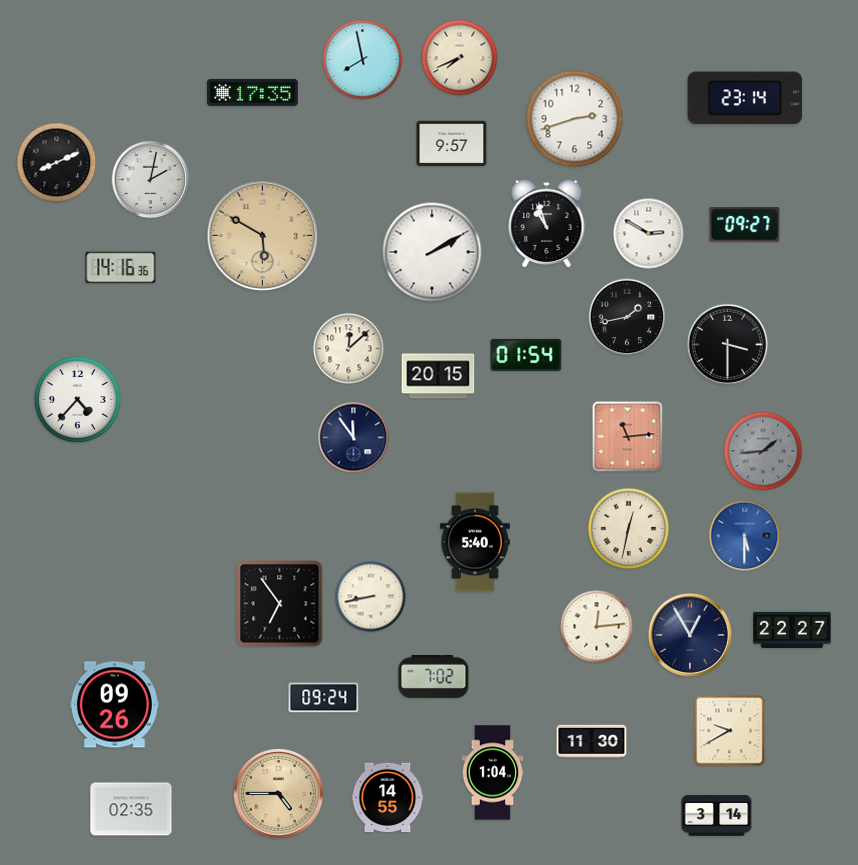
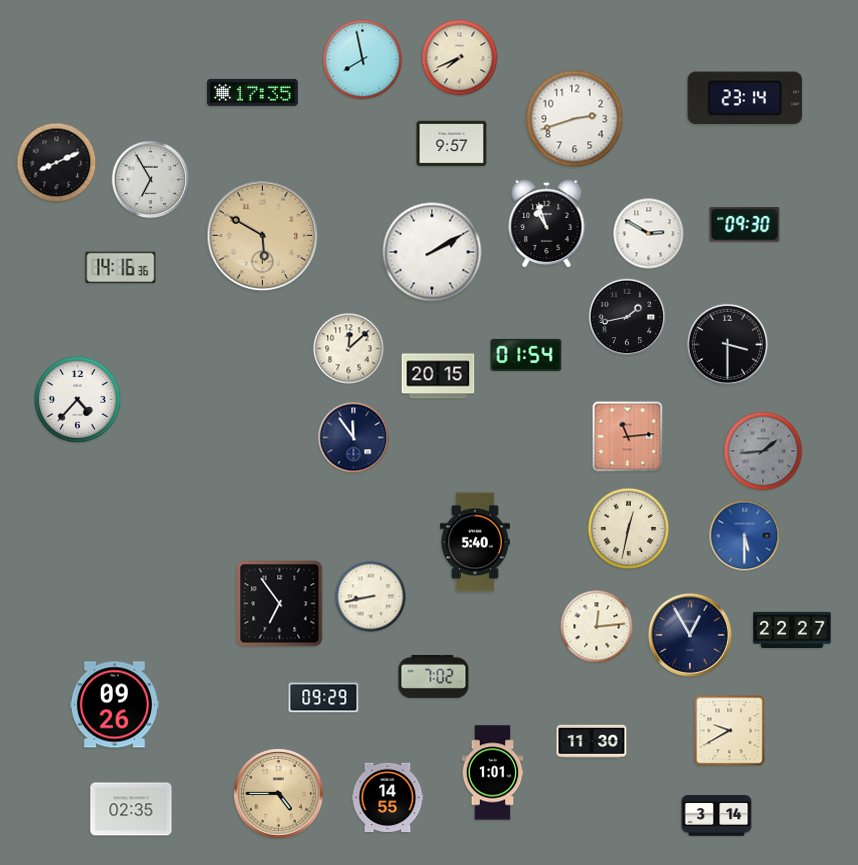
clock at (151, 180): 2:02 -> 6:55
clock at (745, 225): 09:27 -> 09:30
clock at (324, 698): 09:24 -> 09:29
clock at (493, 773): 1:04 -> 1:01
